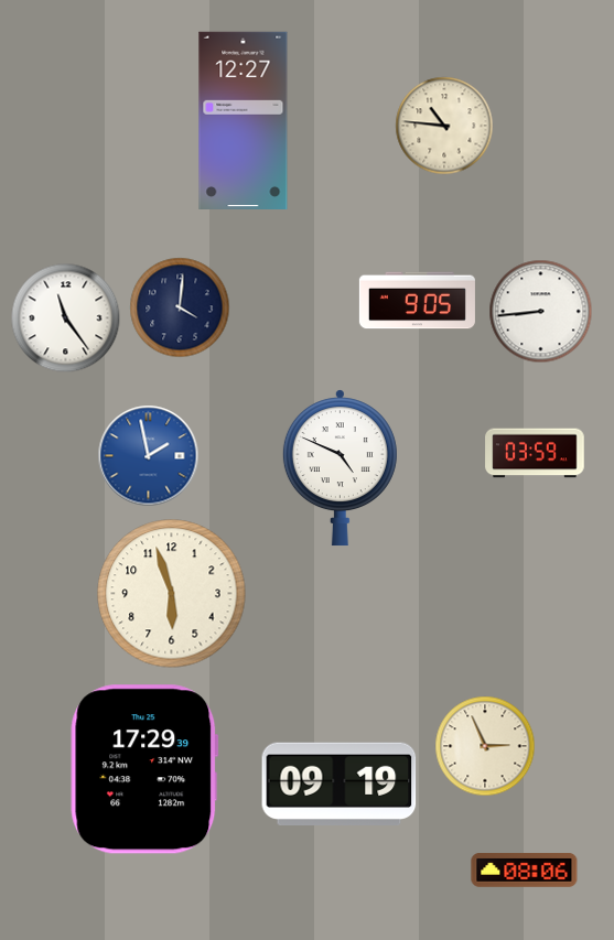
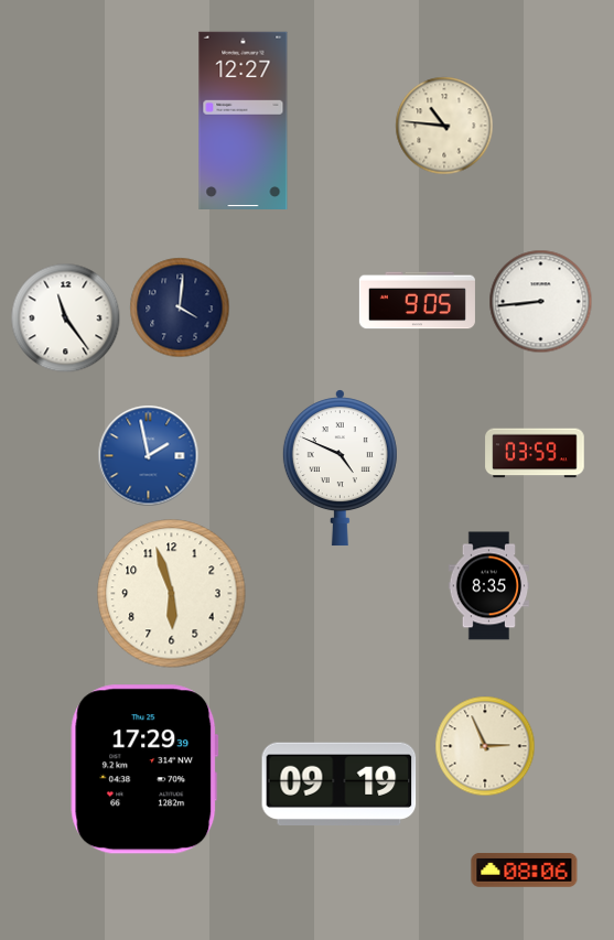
clock at (541, 312) position: (541, 312) -> (541, 302)
clock at (489, 586): none -> 8:35
